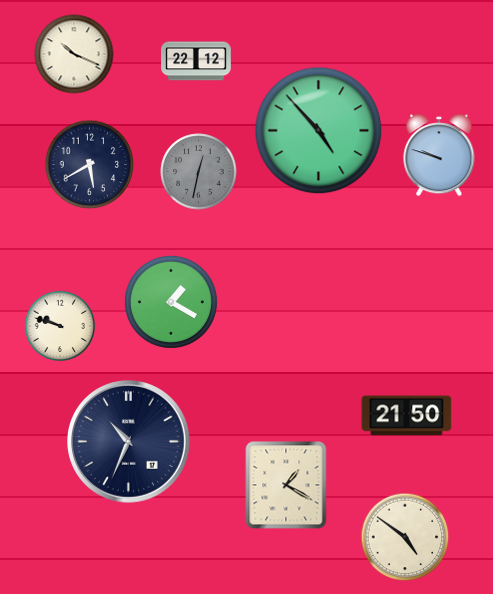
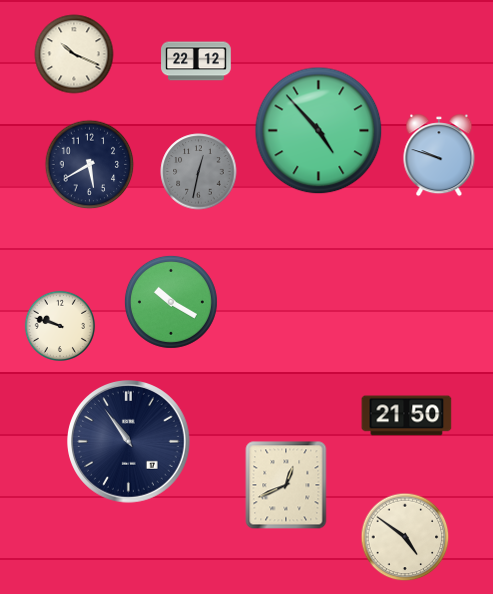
clock at (171, 302): 1:20 -> 10:20
clock at (129, 442): 10:34 -> 10:54
clock at (286, 485): 1:20 -> 12:41
